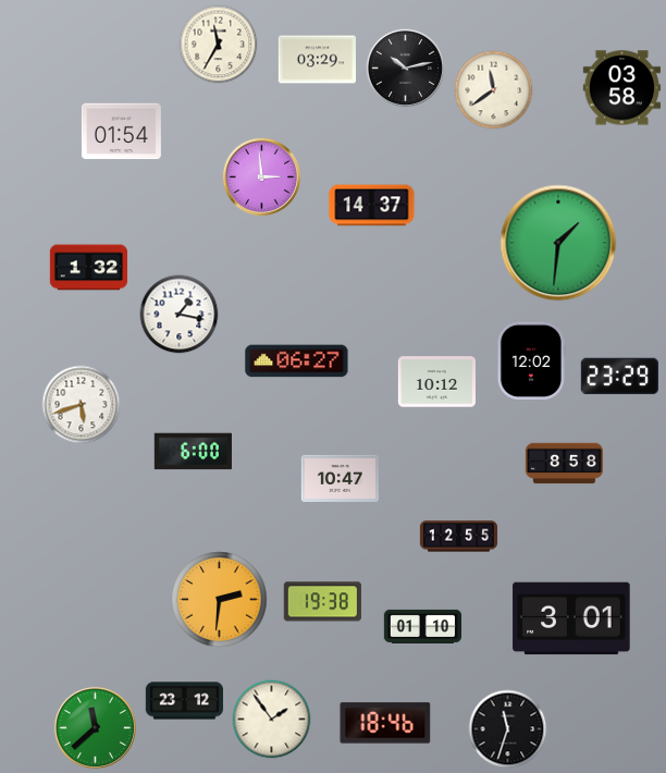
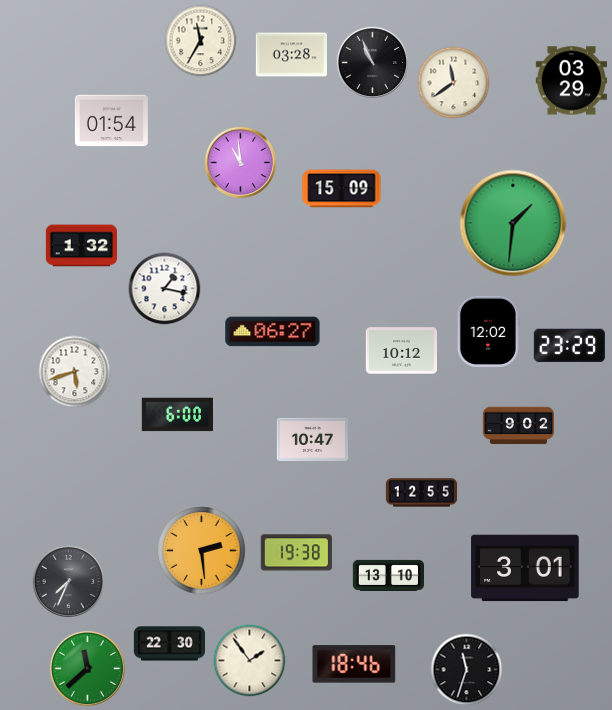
clock at (317, 60): 03:29 -> 03:28
clock at (405, 68): 10:13 -> 10:56
clock at (621, 88): 03:58 -> 03:29
clock at (261, 176): 2:59 -> 10:59
clock at (372, 206): 14:37 -> 15:09
clock at (564, 464): 8:58 -> 9:02
clock at (220, 600): 2:31 -> 2:29
clock at (422, 626): 01:10 -> 13:10
clock at (68, 581): none -> 7:34
clock at (184, 701): 23:12 -> 22:30
